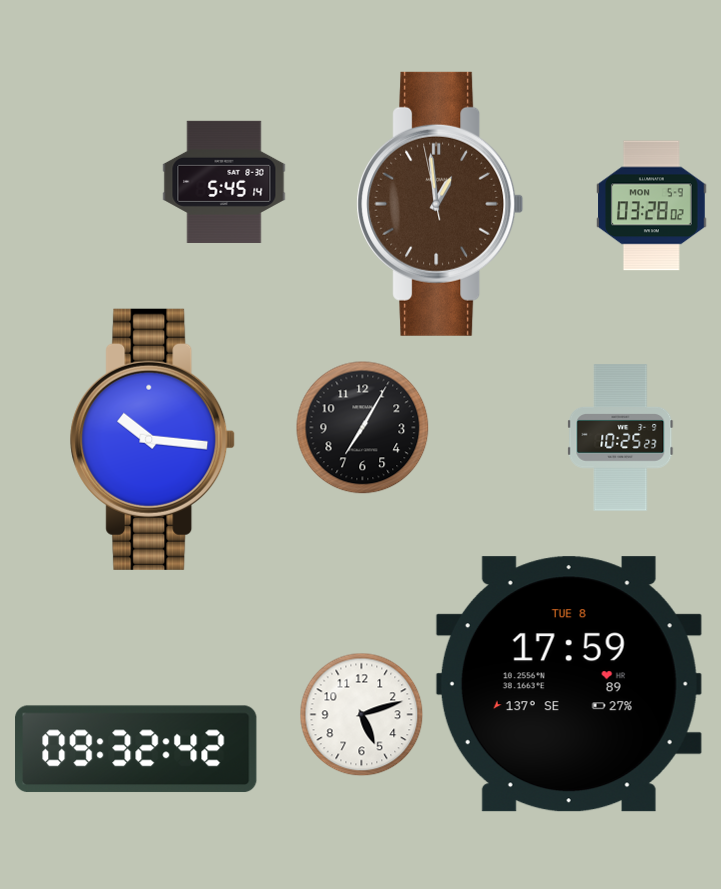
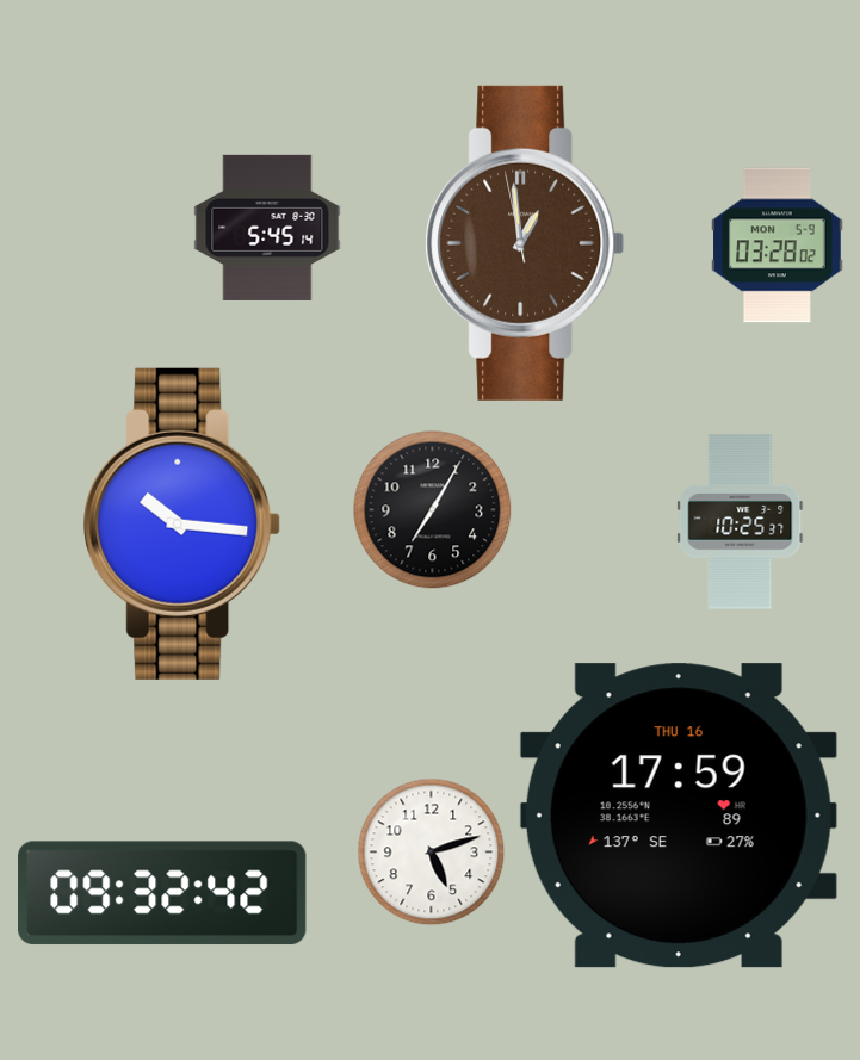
clock at (224, 182) position: (224, 182) -> (267, 228)
clock at (621, 438): 10:25:23 -> 10:25:37
clock at (569, 684) date: TUE 8 -> THU 16
